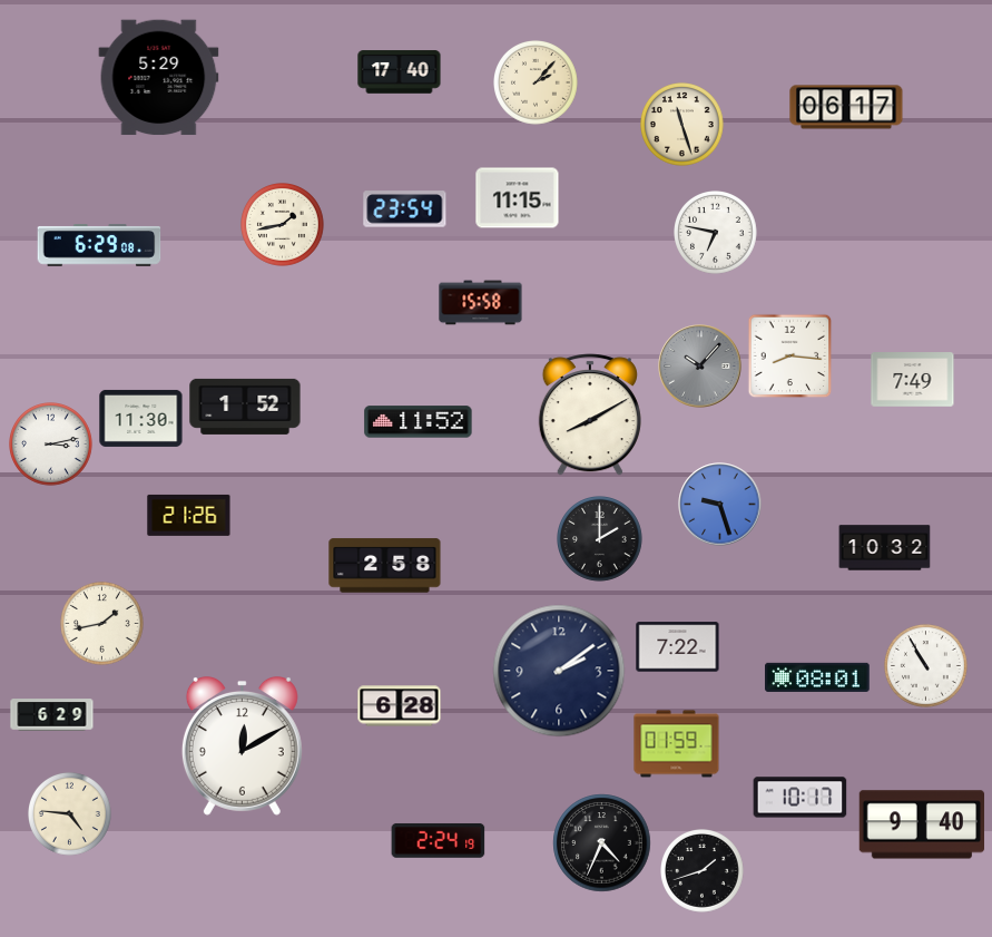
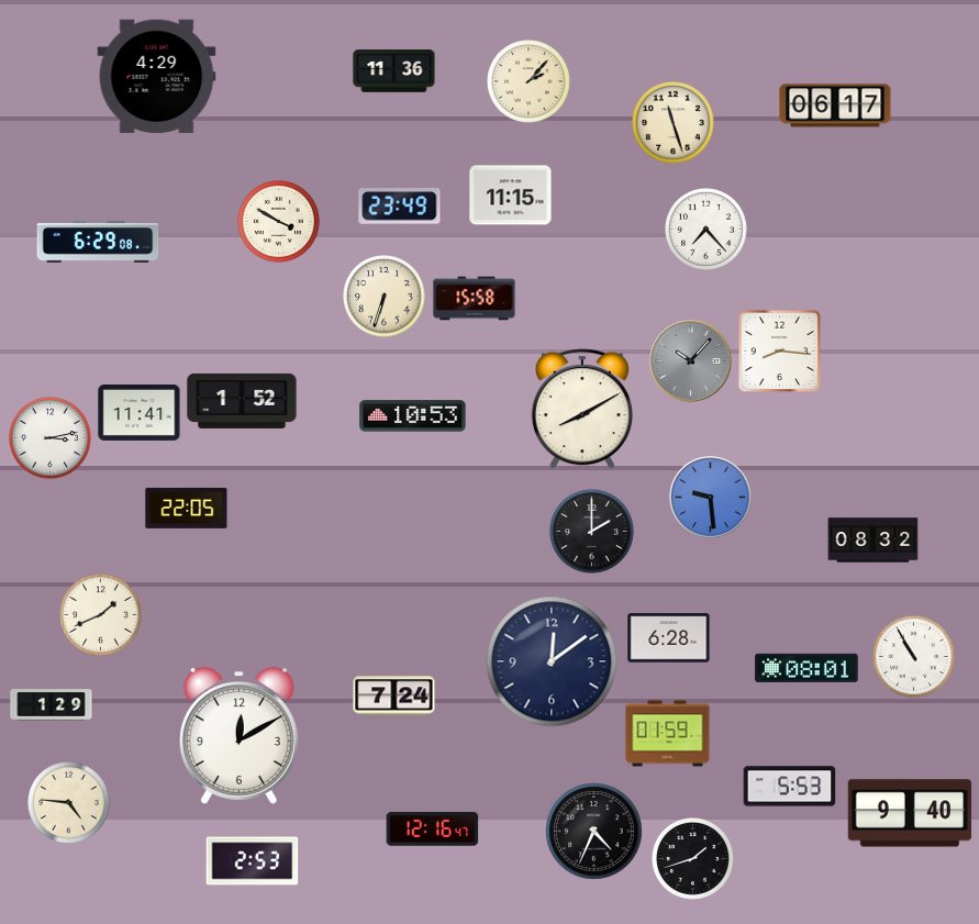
clock at (400, 72): 17:40 -> 11:36
clock at (159, 78): 5:29 -> 4:29
clock at (405, 209): 23:54 -> 23:49
clock at (283, 225): 1:43 -> 3:50
clock at (716, 233): 6:47 -> 7:23
clock at (385, 297): none -> 6:33
clock at (913, 380): 7:49 -> none
clock at (141, 418): 11:30 -> 11:41
clock at (419, 422): 11:52 -> 10:53
clock at (720, 505): 9:27 -> 9:29
clock at (189, 515): 21:26 -> 22:05
clock at (885, 548): 10:32 -> 08:32
clock at (385, 566): 2:58 -> none
clock at (102, 624): 1:43 -> 1:41
clock at (678, 647): 7:22 -> 6:28
clock at (559, 671): 2:09 -> 12:09
clock at (400, 706): 6:28 -> 7:24
clock at (52, 715): 6:29 -> 1:29
clock at (801, 798): 10:17 -> 5:53
clock at (439, 840): 2:24 -> 12:16
clock at (253, 861): none -> 2:53
